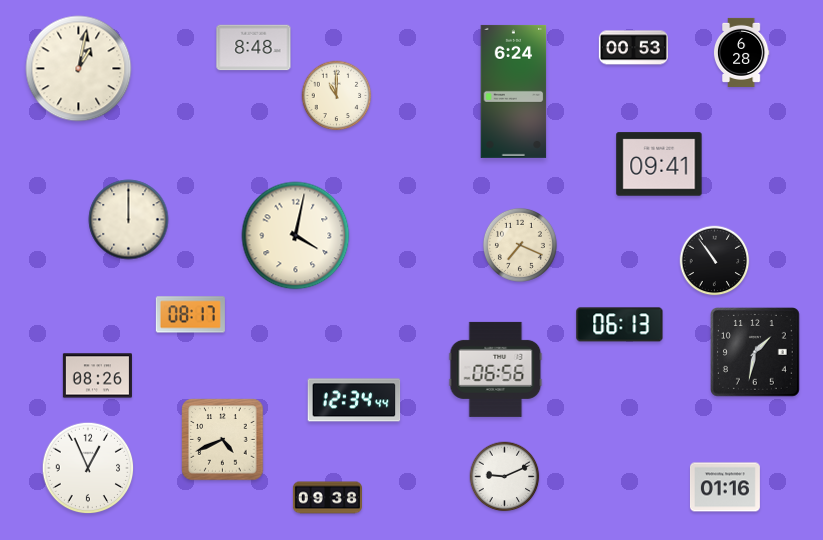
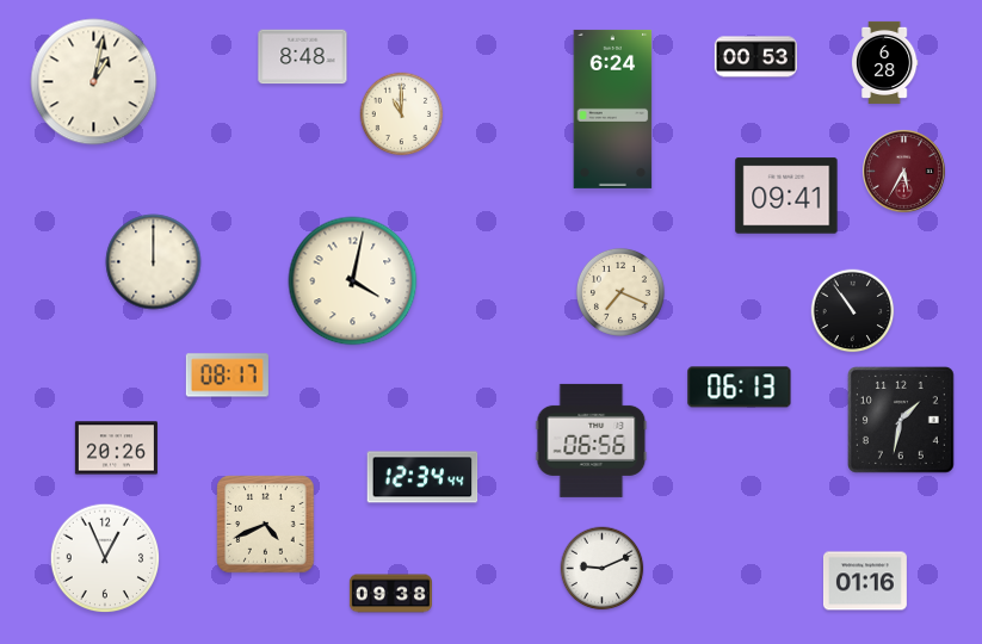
clock at (903, 171): none -> 5:35
clock at (97, 376): 08:26 -> 20:26
